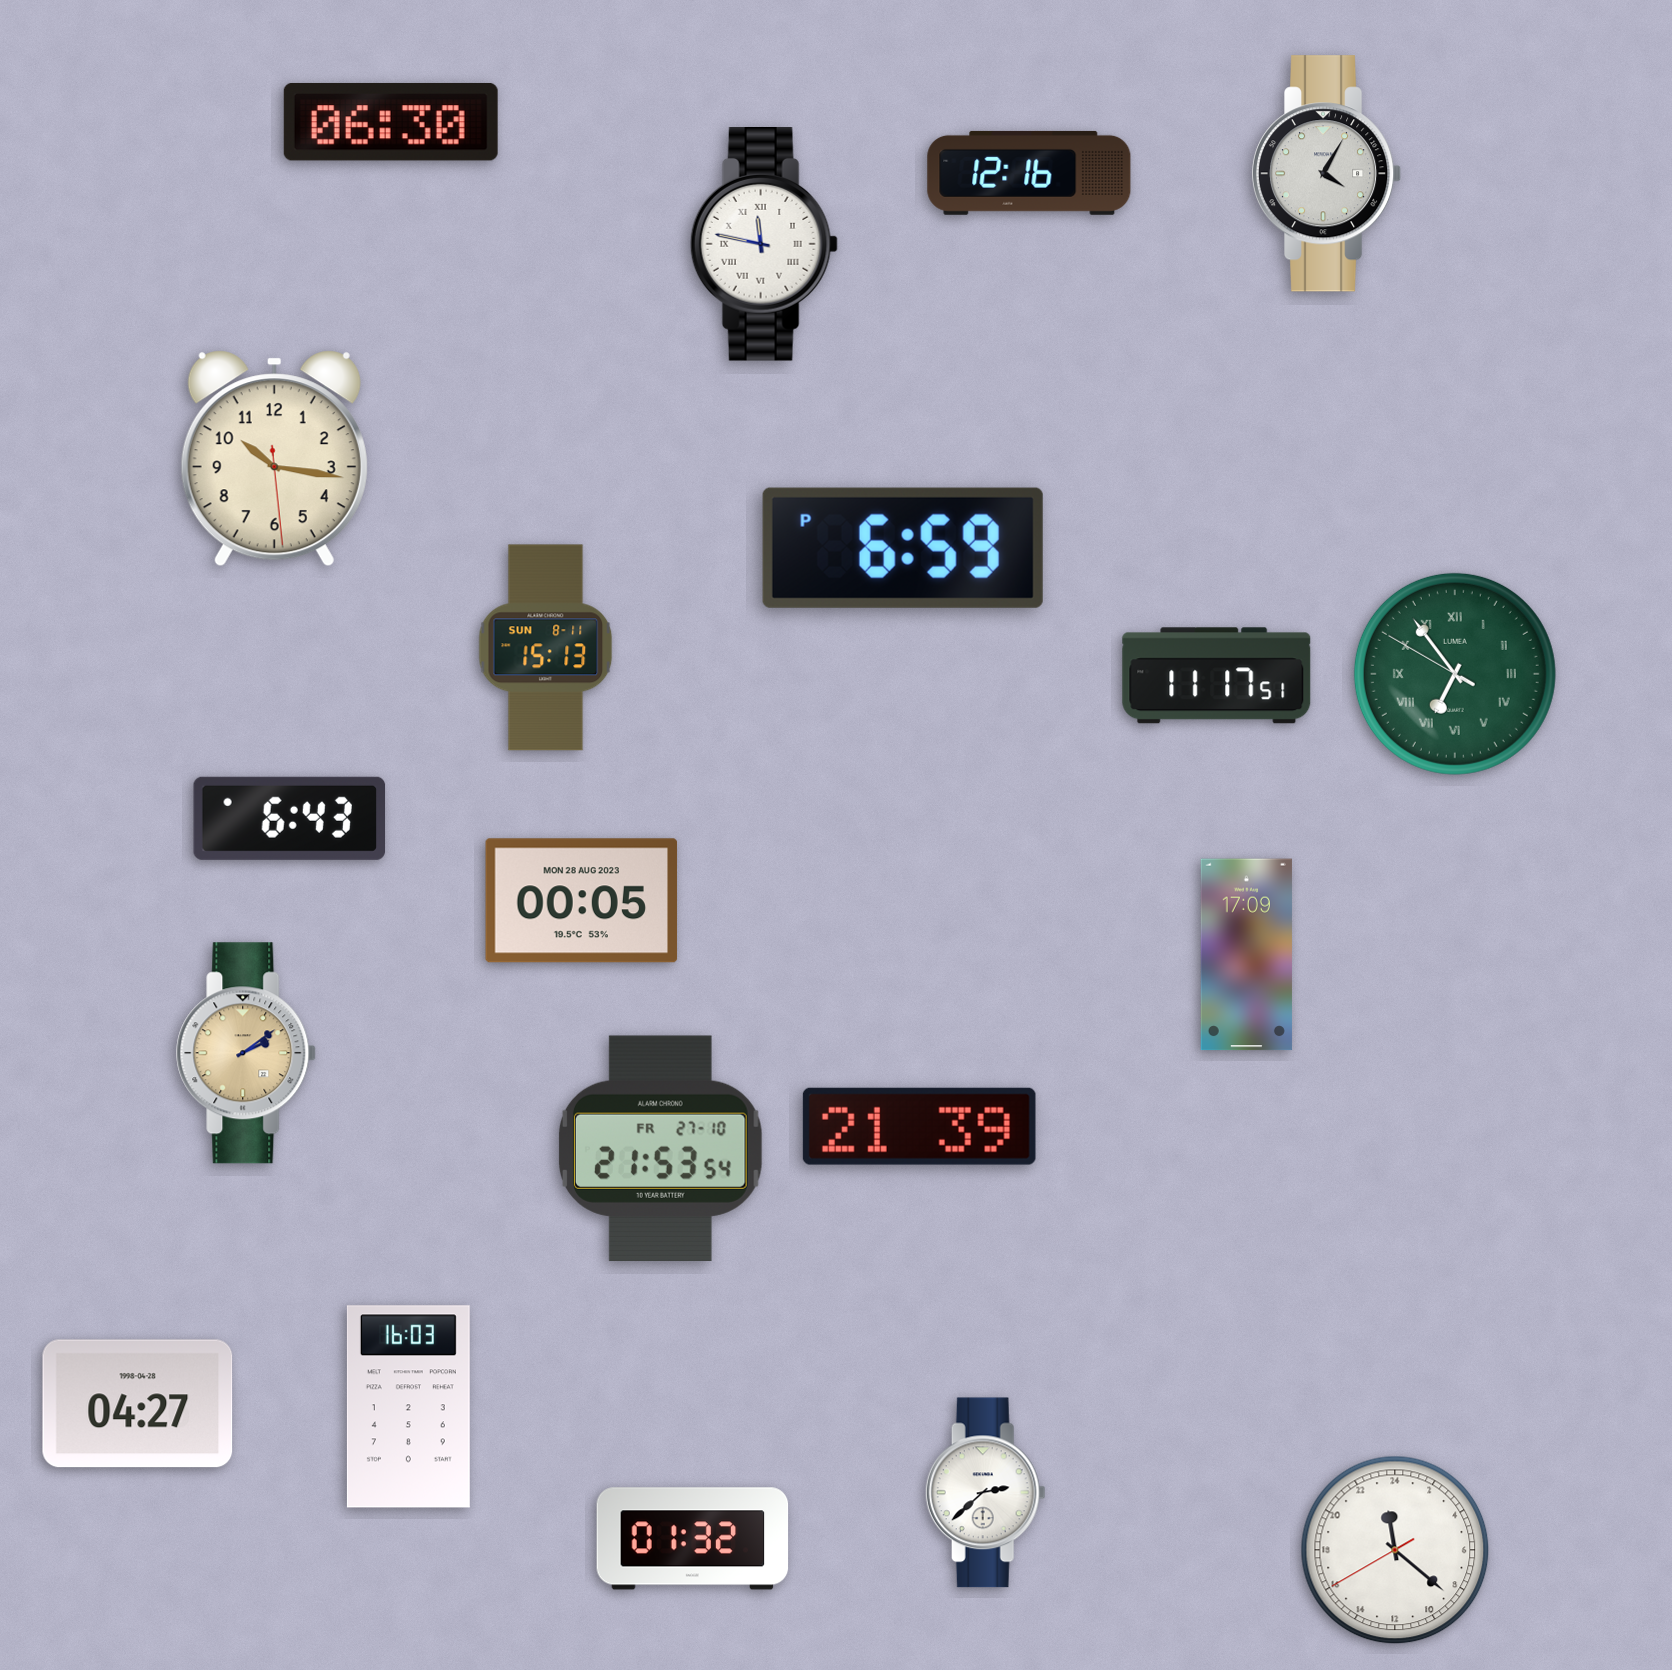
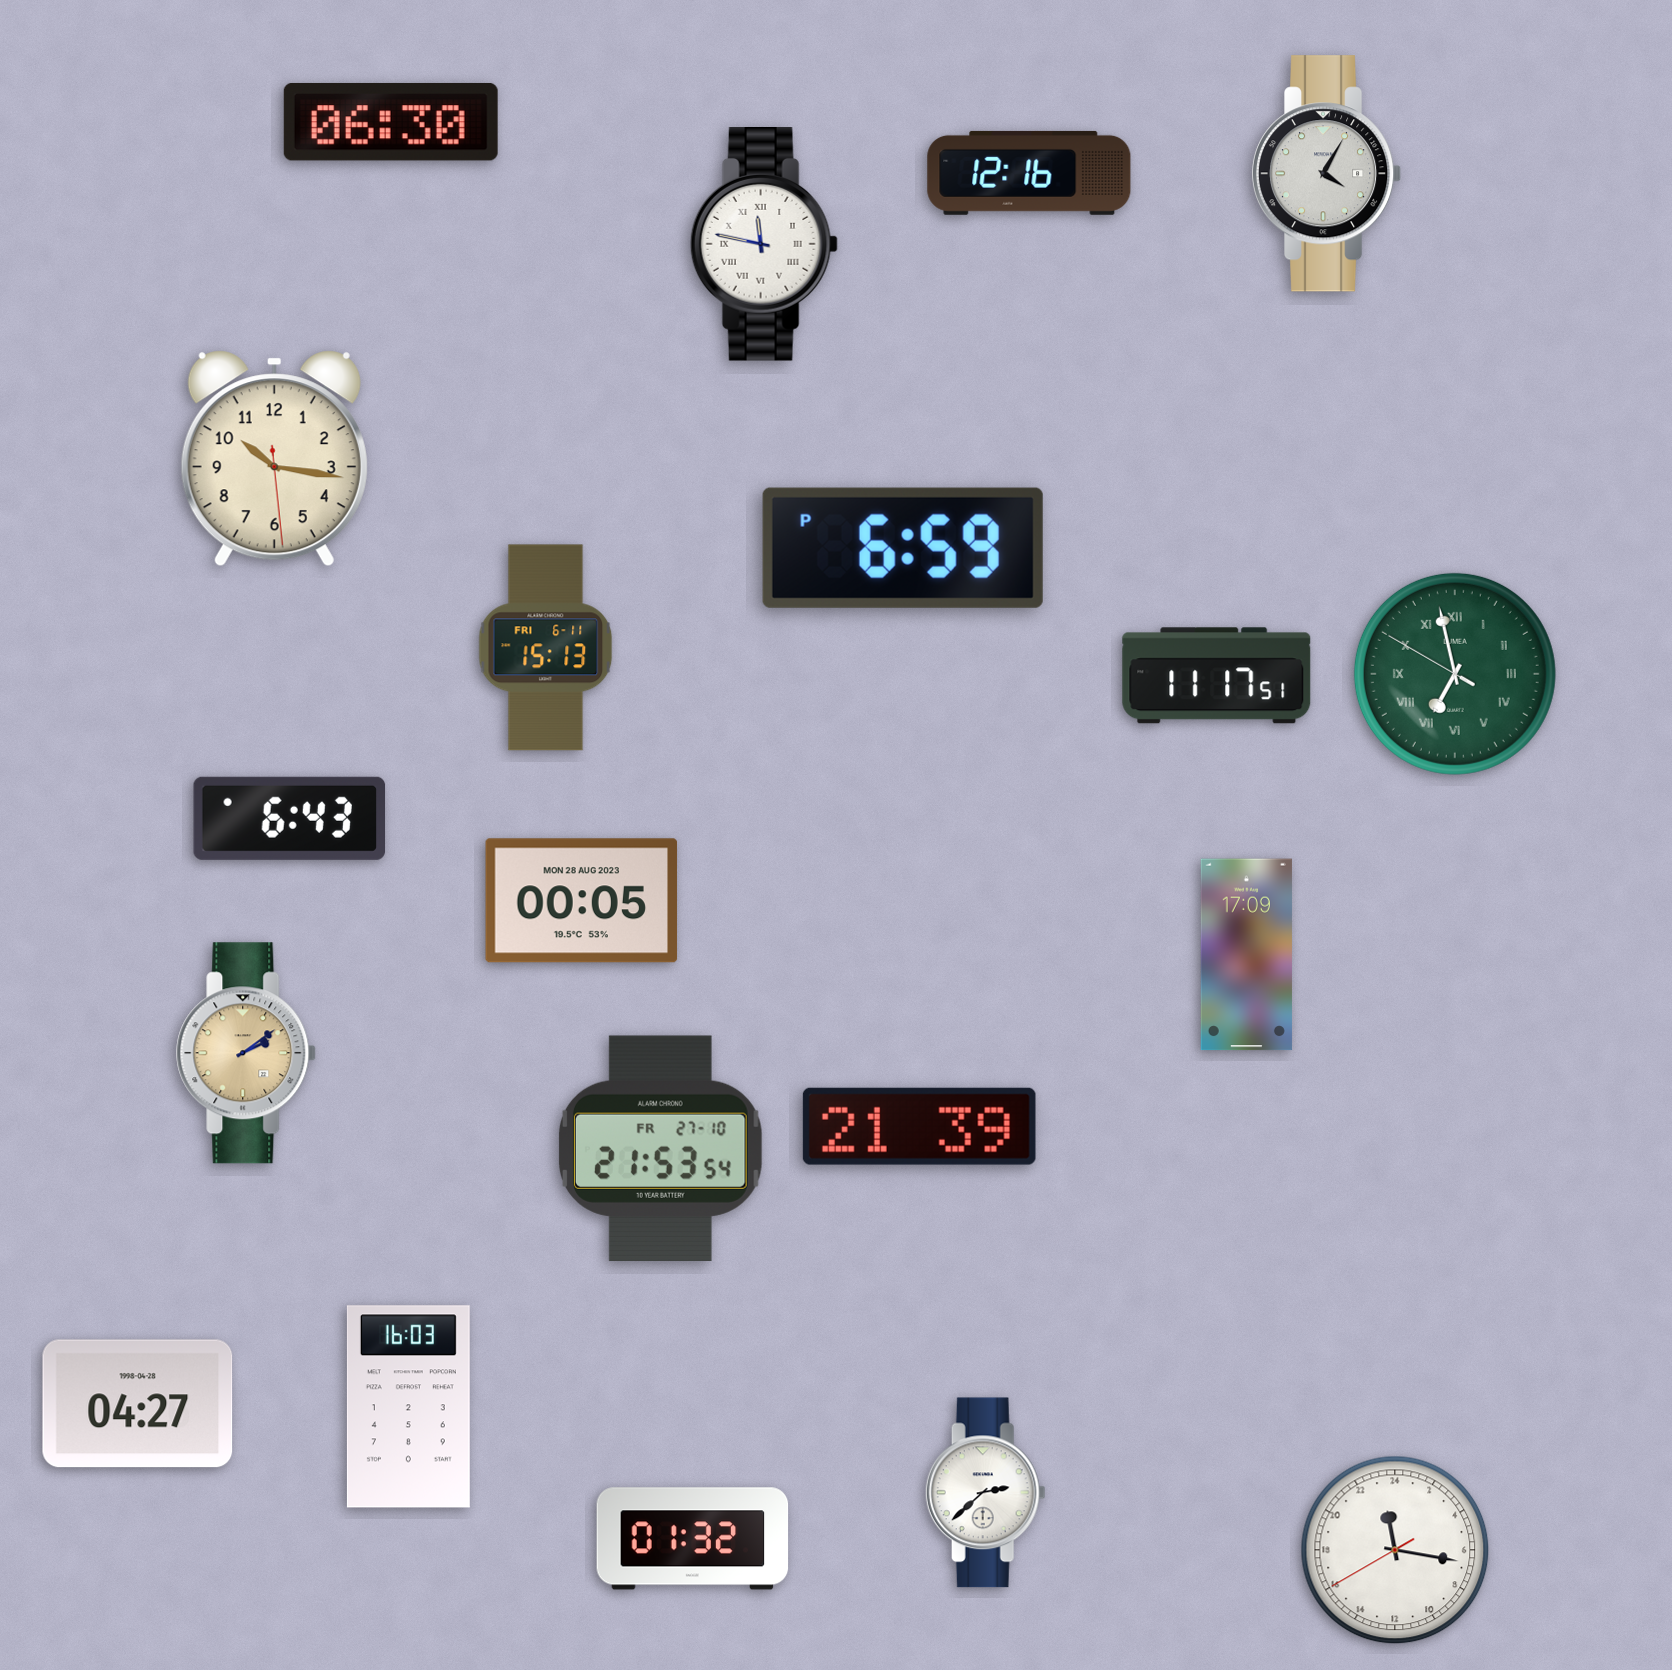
clock at (546, 648) date: SUN 8-11 -> FRI 6-11
clock at (1455, 674): 6:53 -> 6:57
clock at (1395, 1550): 23:21 -> 23:16
